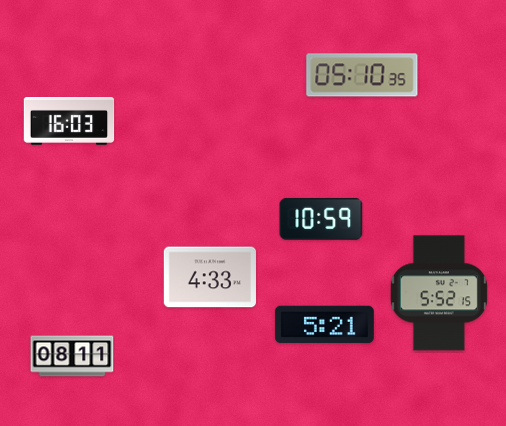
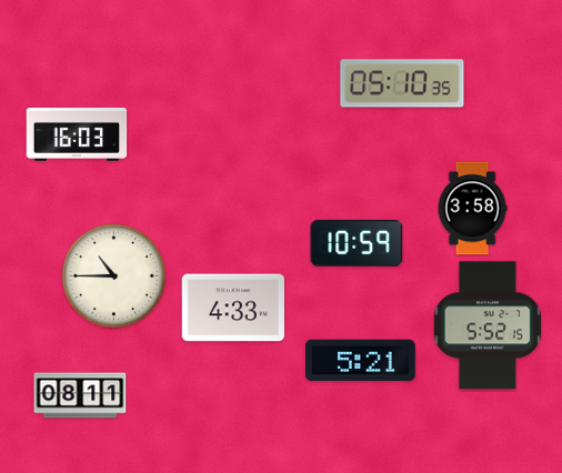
clock at (472, 209): none -> 3:58
clock at (113, 275): none -> 10:45
